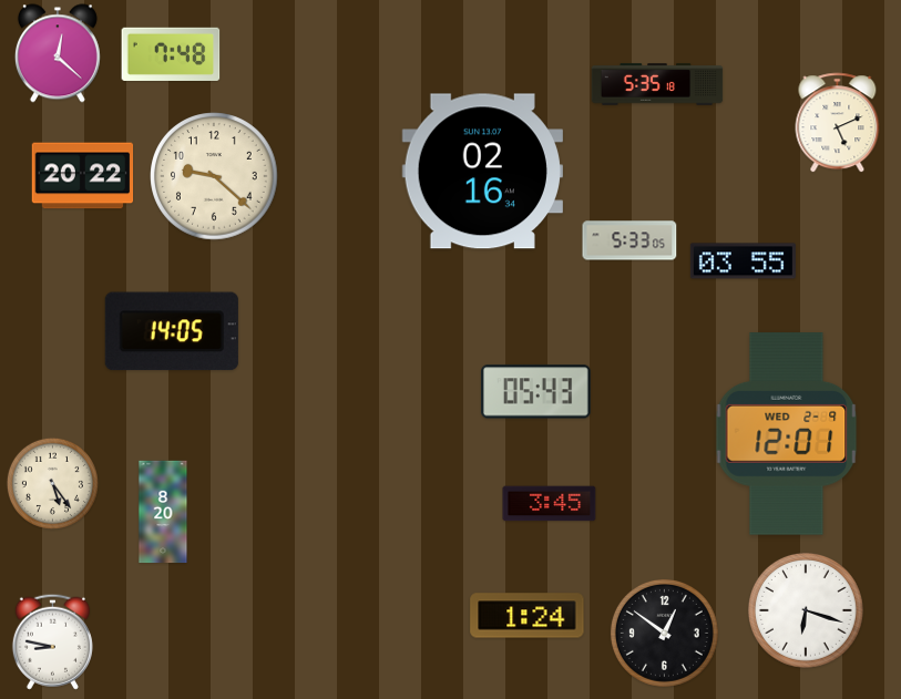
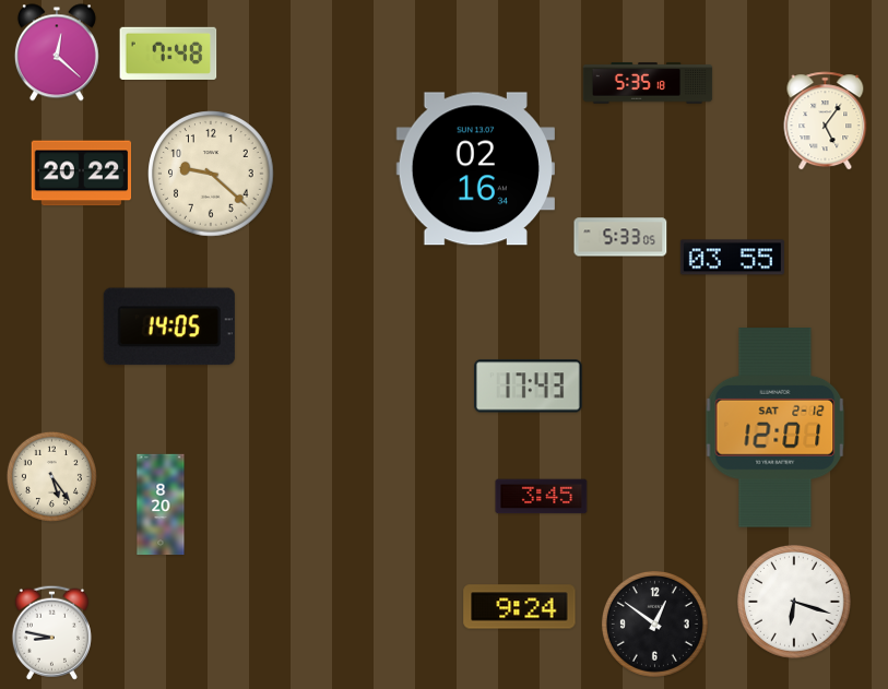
clock at (838, 123): 5:11 -> 5:06
clock at (536, 392): 05:43 -> 17:43
clock at (787, 434) date: WED 2-9 -> SAT 2-12
clock at (528, 616): 1:24 -> 9:24
